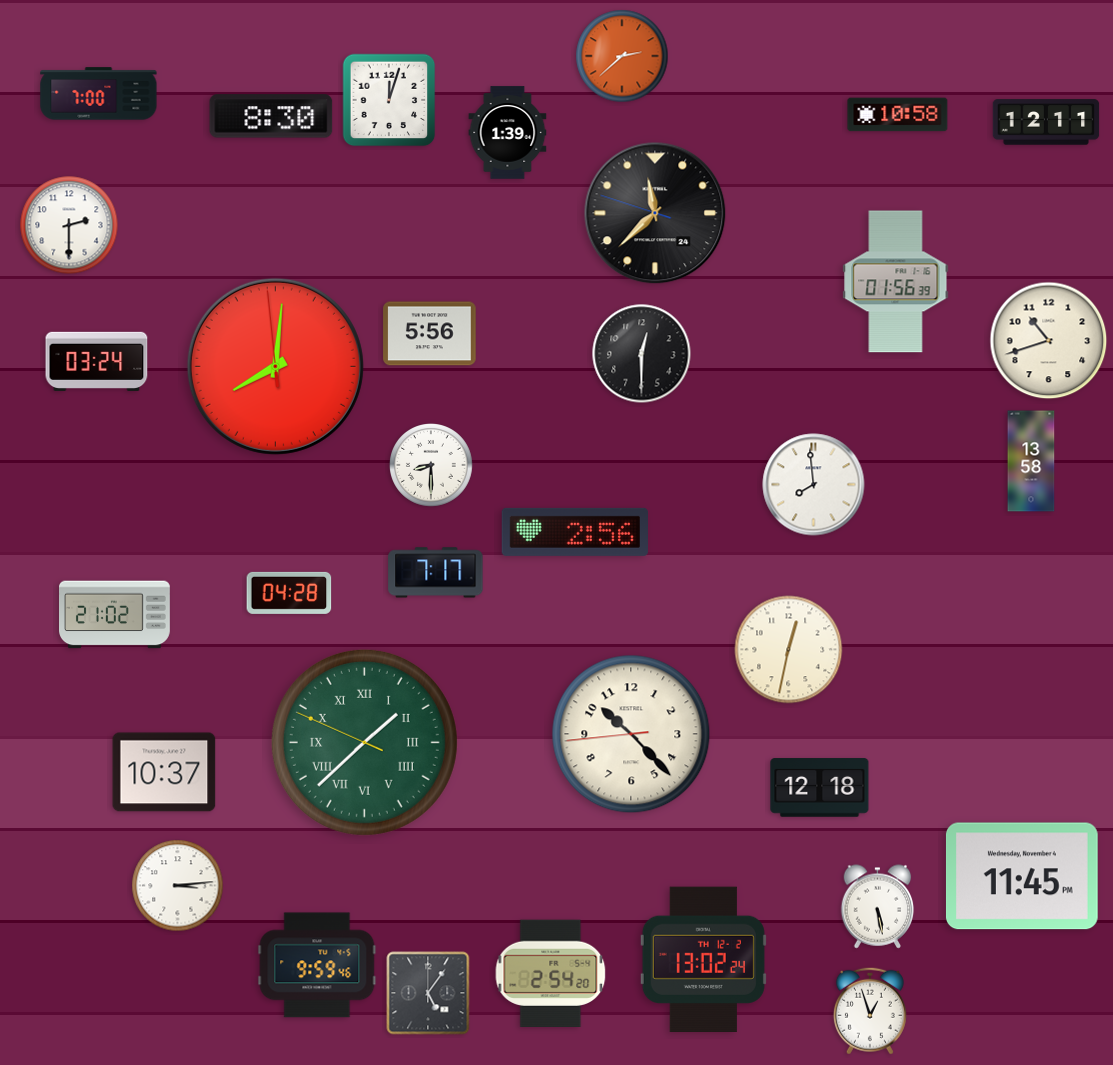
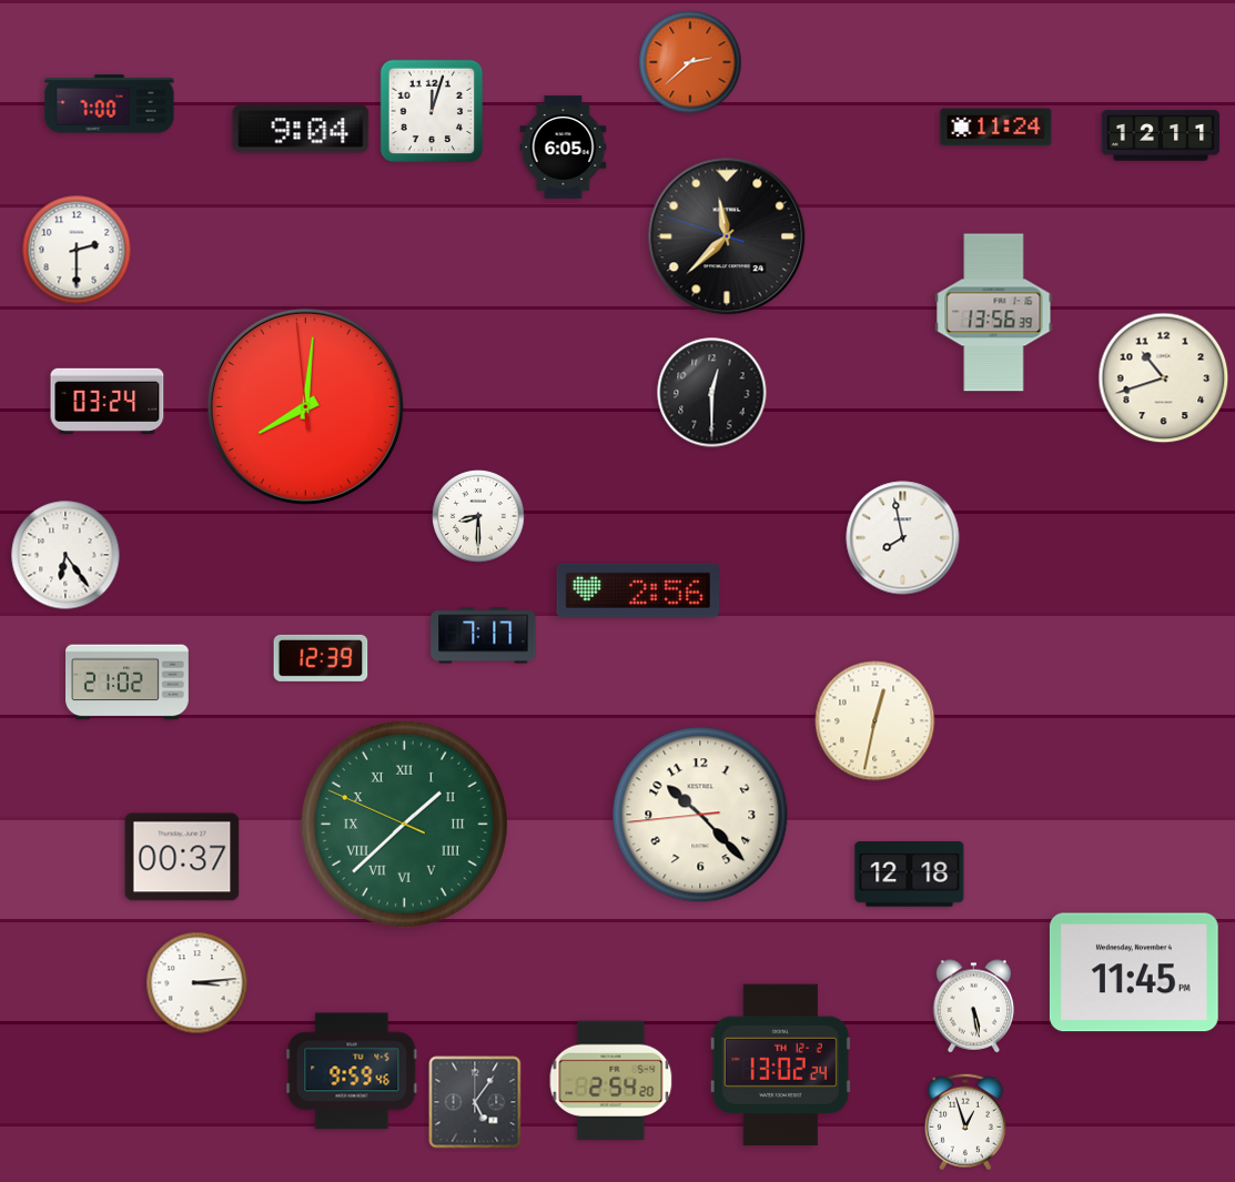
clock at (898, 115): 10:58 -> 11:24
clock at (271, 116): 8:30 -> 9:04
clock at (508, 133): 1:39 -> 6:05
clock at (896, 282): 01:56 -> 13:56
clock at (430, 334): 5:56 -> none
clock at (1031, 461): 13:58 -> none
clock at (814, 485): 7:59 -> 7:58
clock at (65, 555): none -> 6:24
clock at (289, 593): 04:28 -> 12:39
clock at (164, 772): 10:37 -> 00:37
